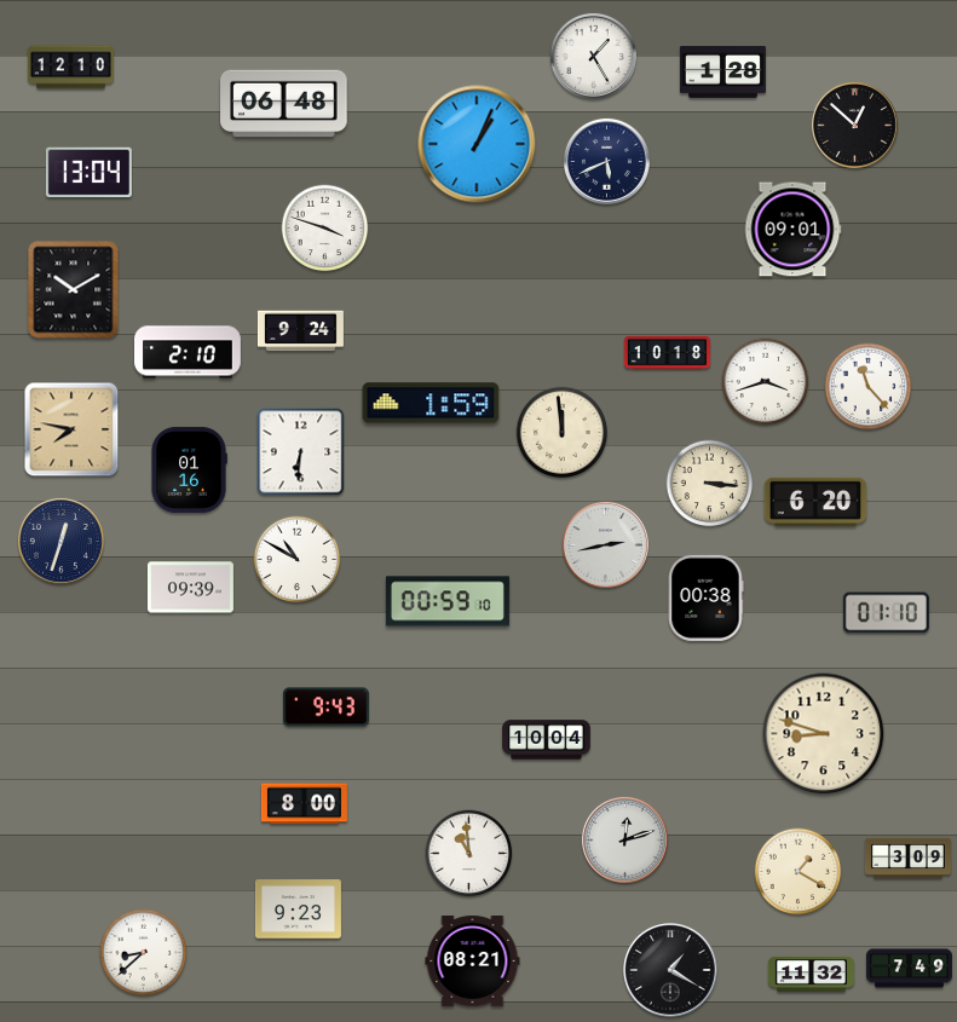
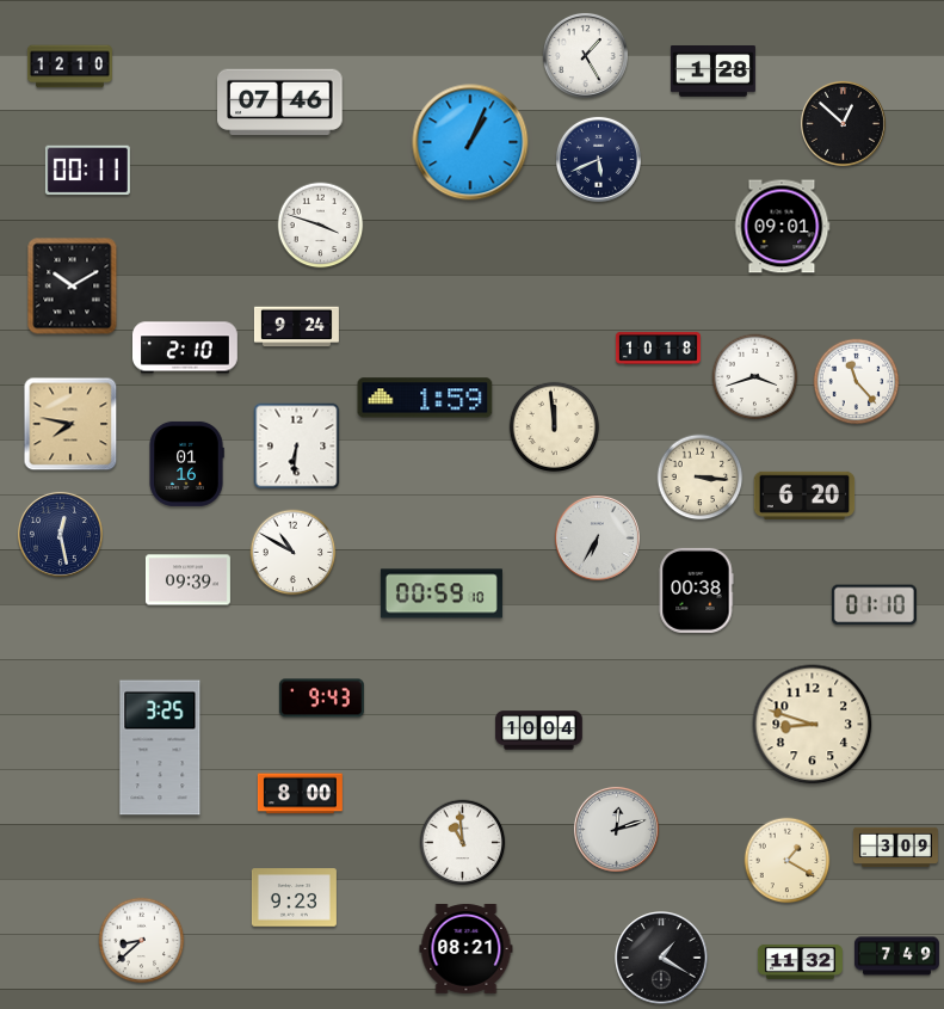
clock at (284, 104): 06:48 -> 07:46
clock at (88, 173): 13:04 -> 00:11
clock at (60, 541): 12:33 -> 12:28
clock at (605, 544): 2:43 -> 6:35
clock at (160, 747): none -> 3:25
